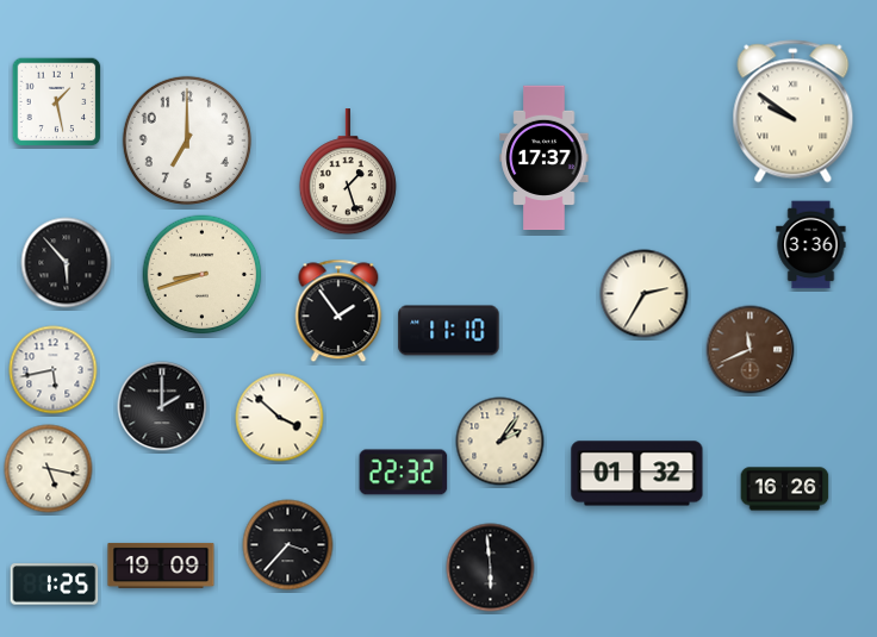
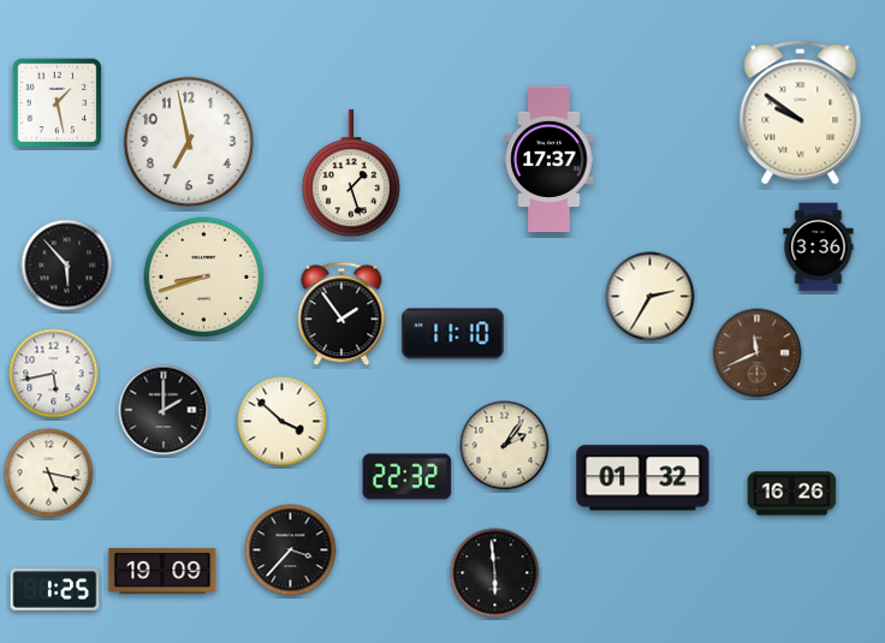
clock at (187, 140): 7:00 -> 6:58
